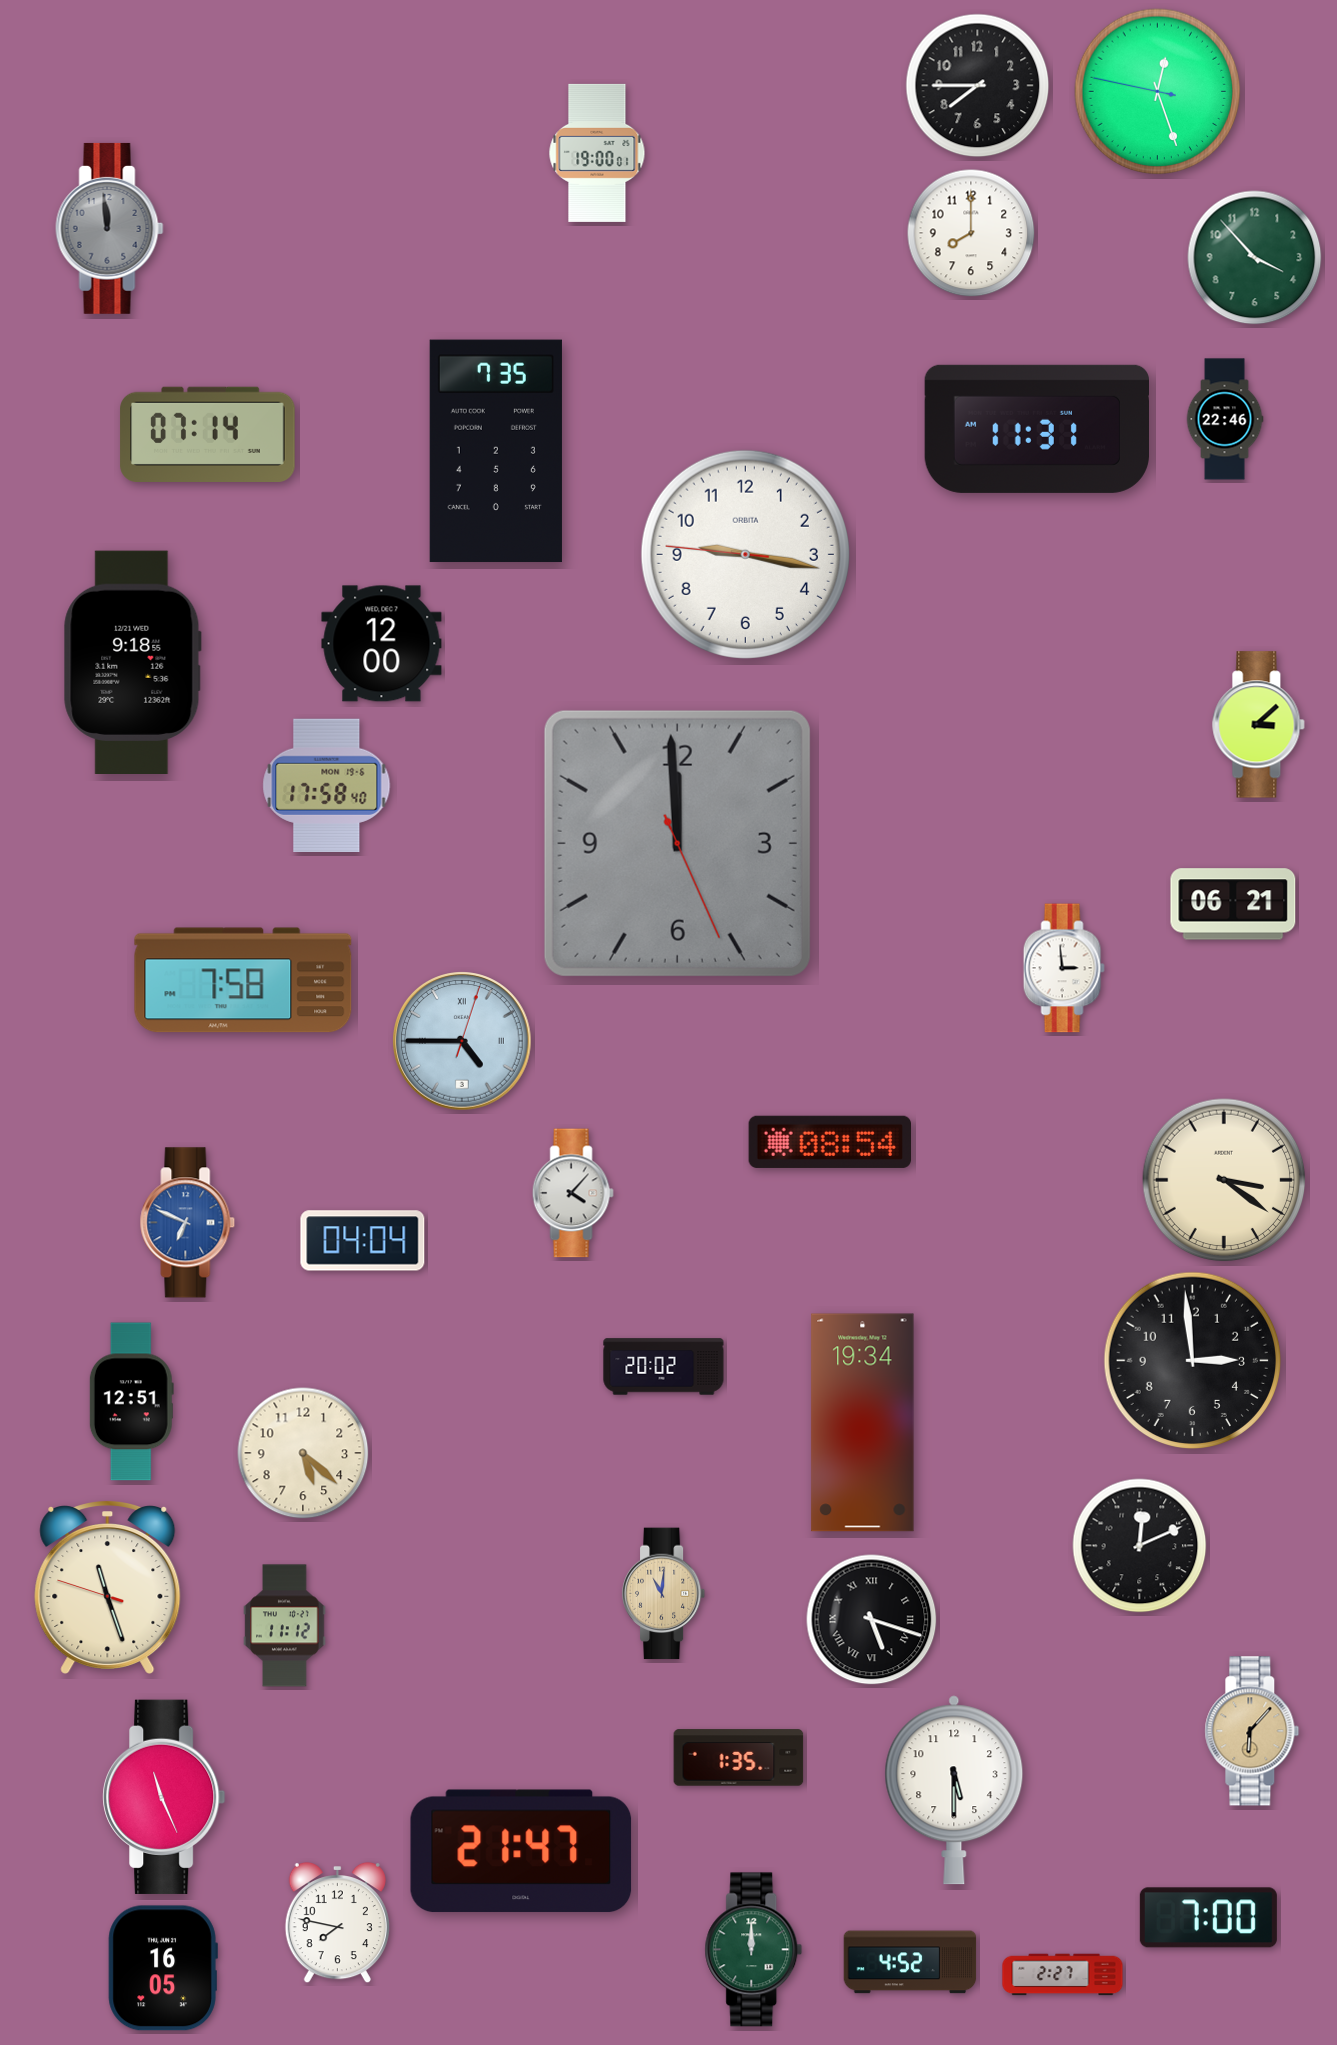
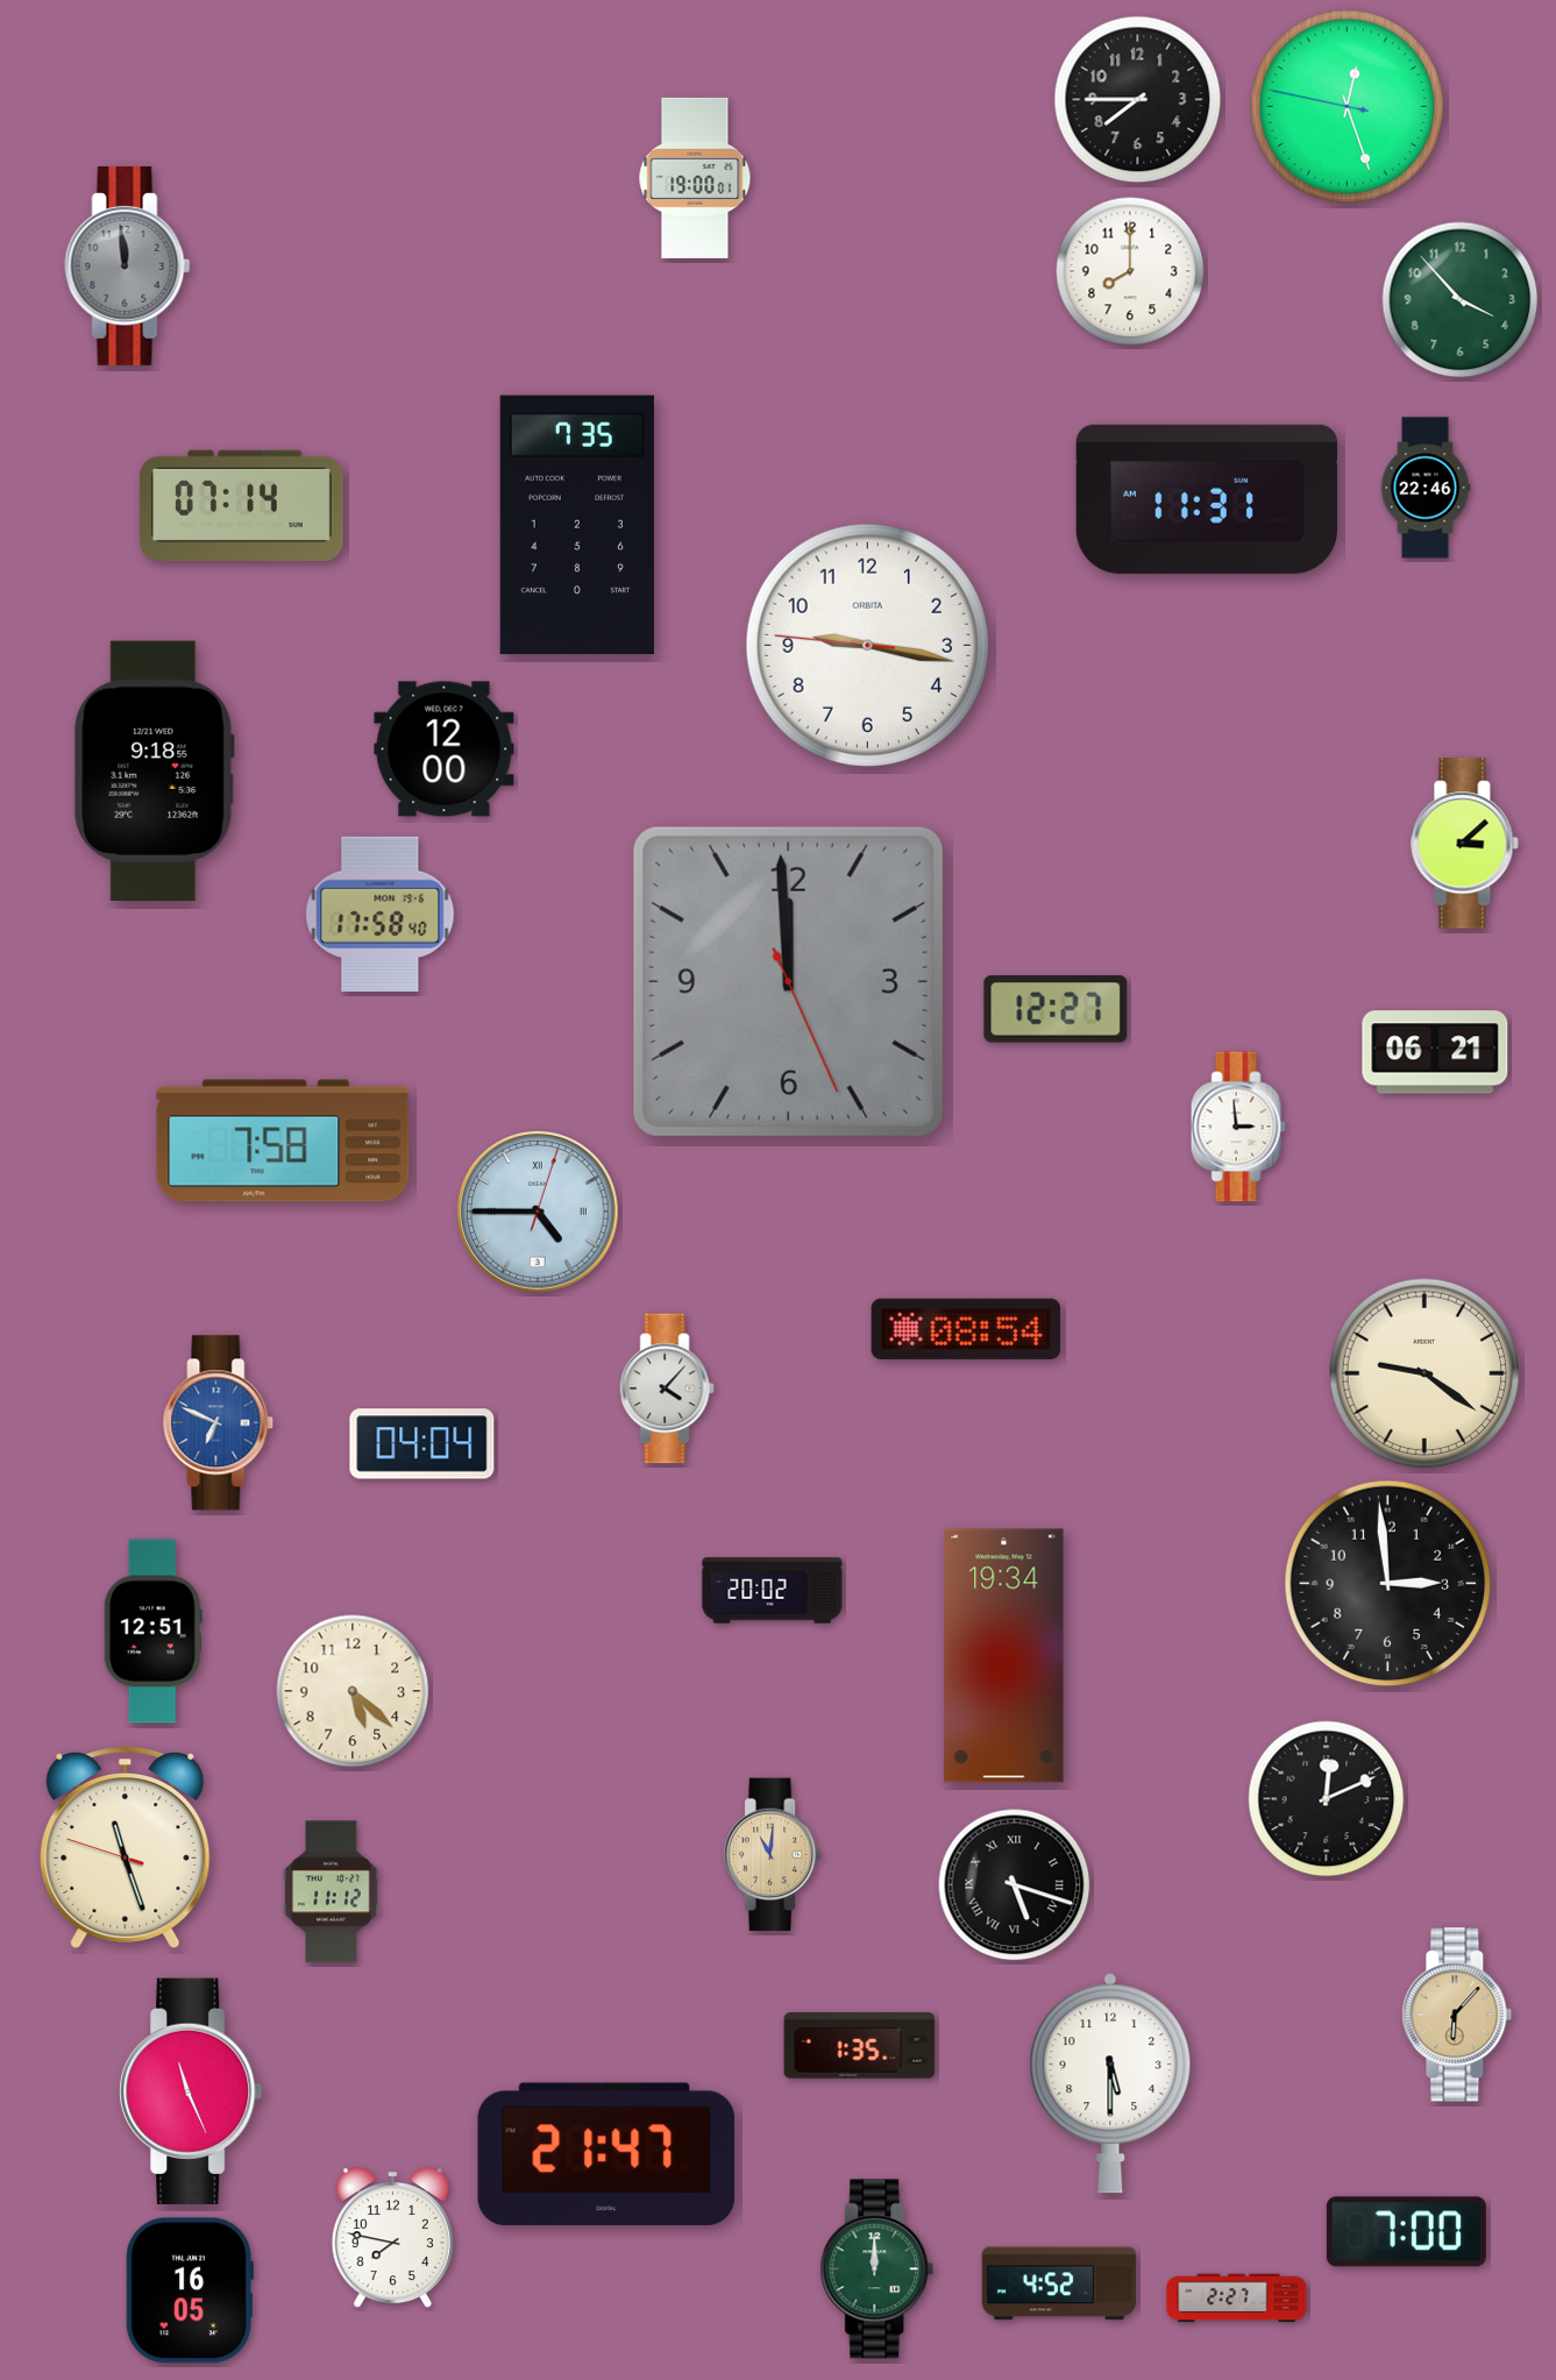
clock at (1056, 1009): none -> 12:27
clock at (1224, 1180): 3:21 -> 9:21
